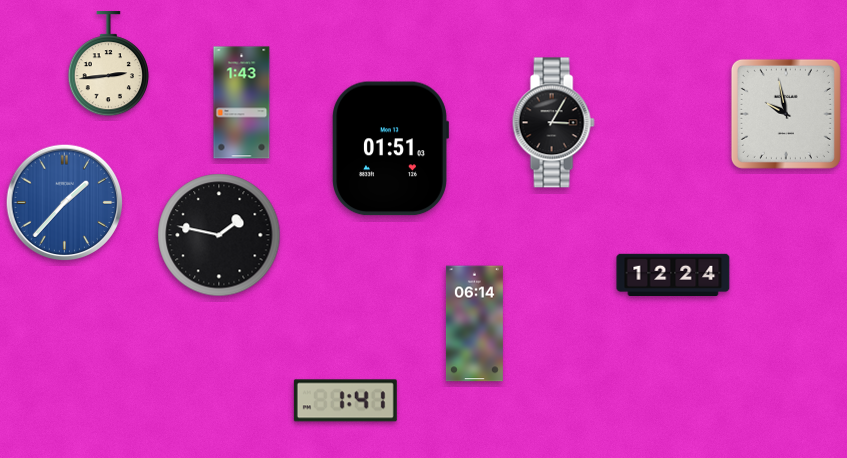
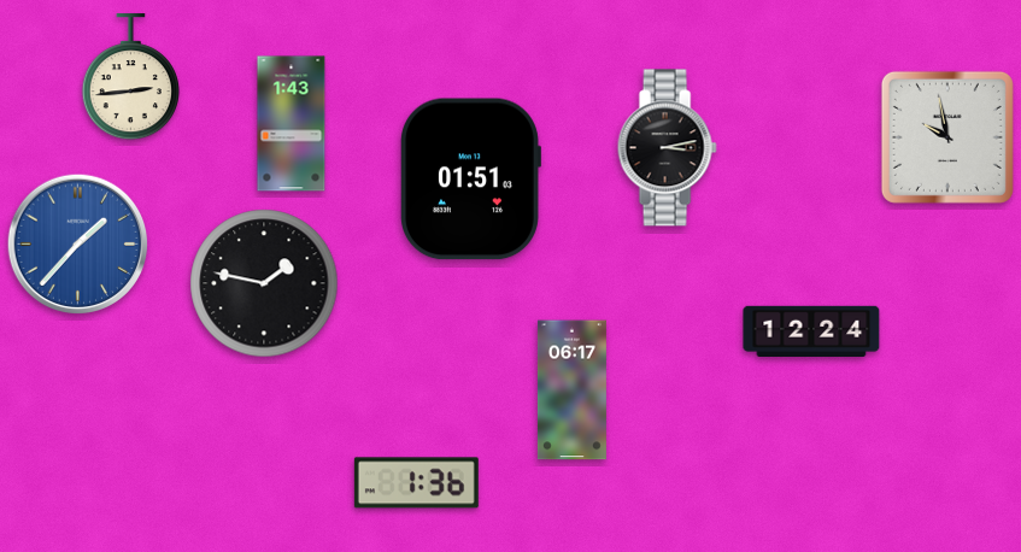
clock at (553, 123): 3:05 -> 3:13
clock at (474, 324): 06:14 -> 06:17
clock at (345, 401): 1:41 -> 1:36
